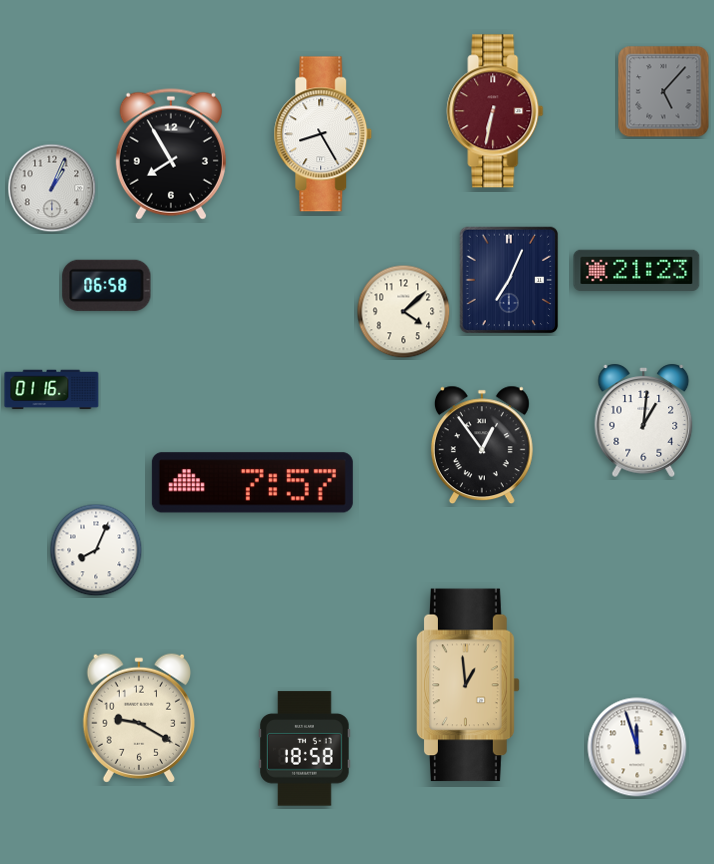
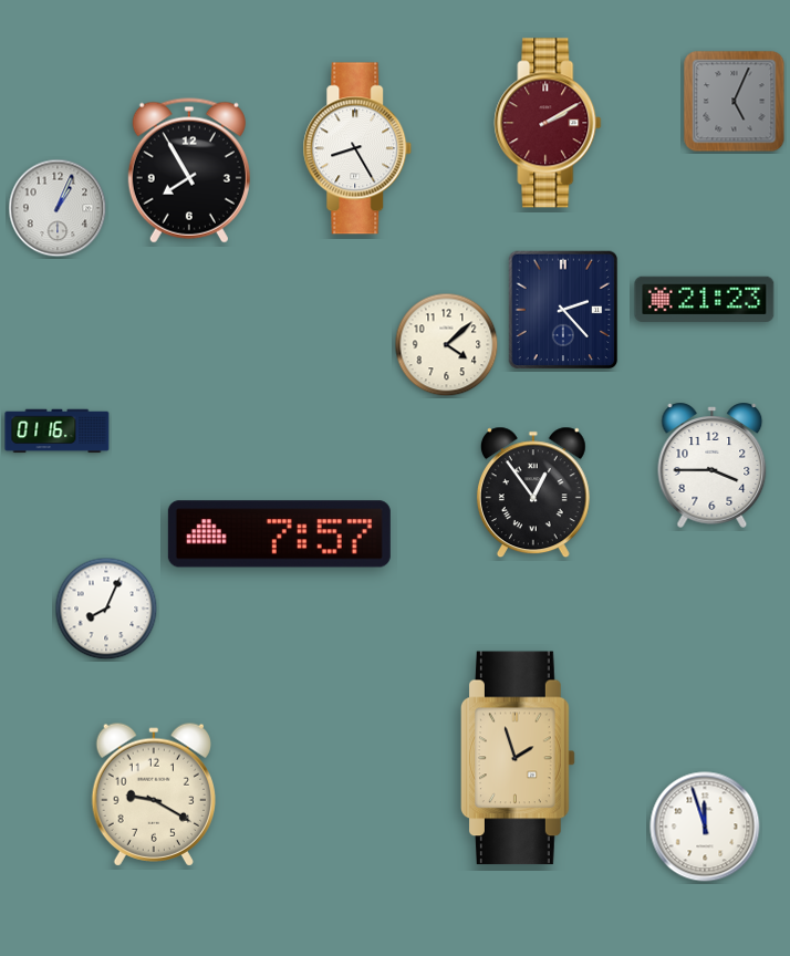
clock at (664, 92): 5:07 -> 5:04
clock at (495, 111): 6:32 -> 2:10
clock at (509, 280): 7:04 -> 2:23
clock at (107, 285): 06:58 -> none
clock at (644, 420): 1:01 -> 3:45
clock at (469, 685): 12:59 -> 1:57
clock at (305, 749): 18:58 -> none
